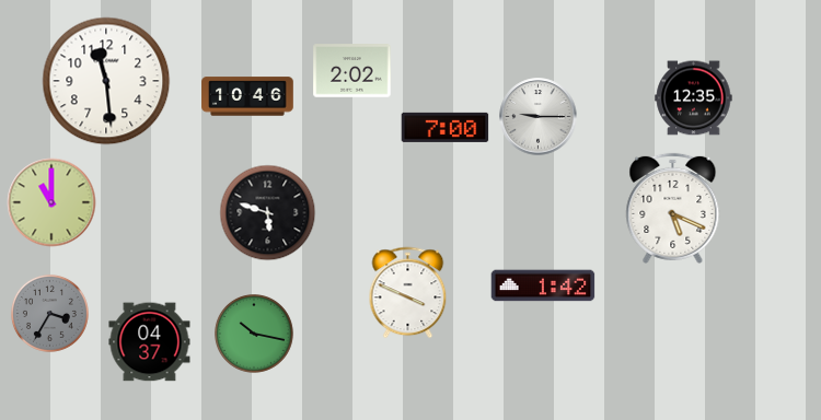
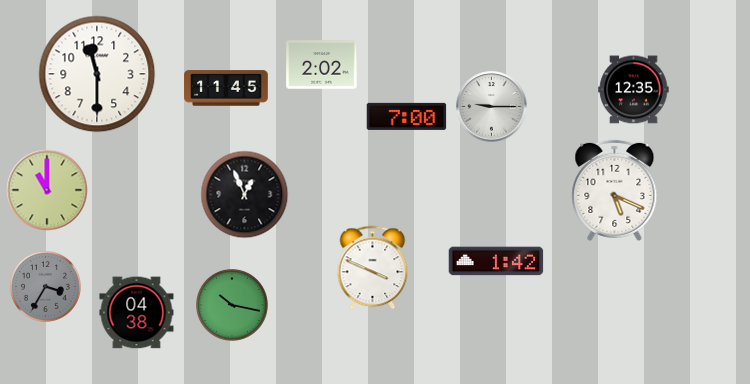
clock at (106, 81): 11:29 -> 11:30
clock at (247, 96): 10:46 -> 11:45
clock at (51, 202) position: (51, 202) -> (47, 190)
clock at (268, 213): 5:48 -> 12:56
clock at (150, 342): 04:37 -> 04:38
